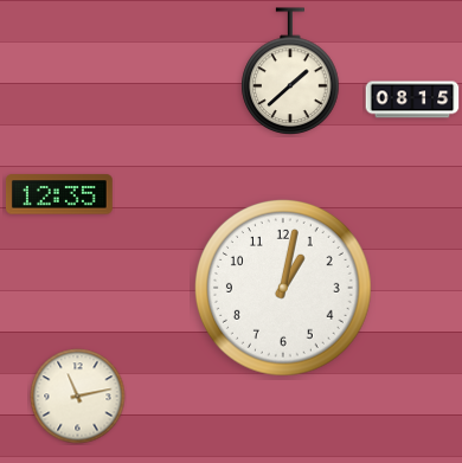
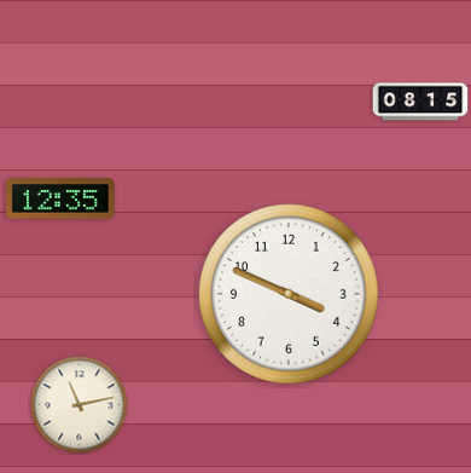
clock at (290, 71): 1:38 -> none
clock at (283, 288): 1:02 -> 3:49
